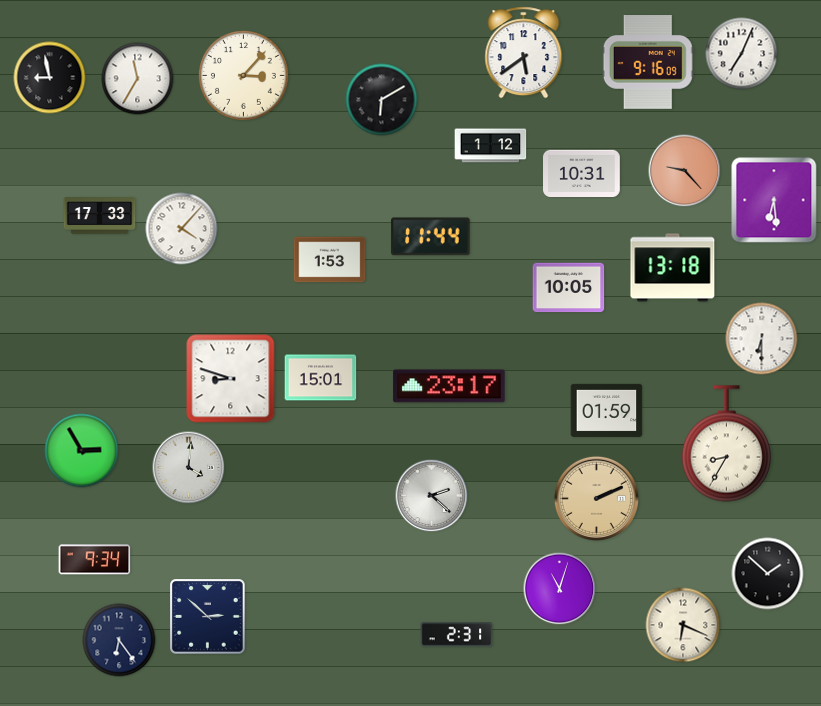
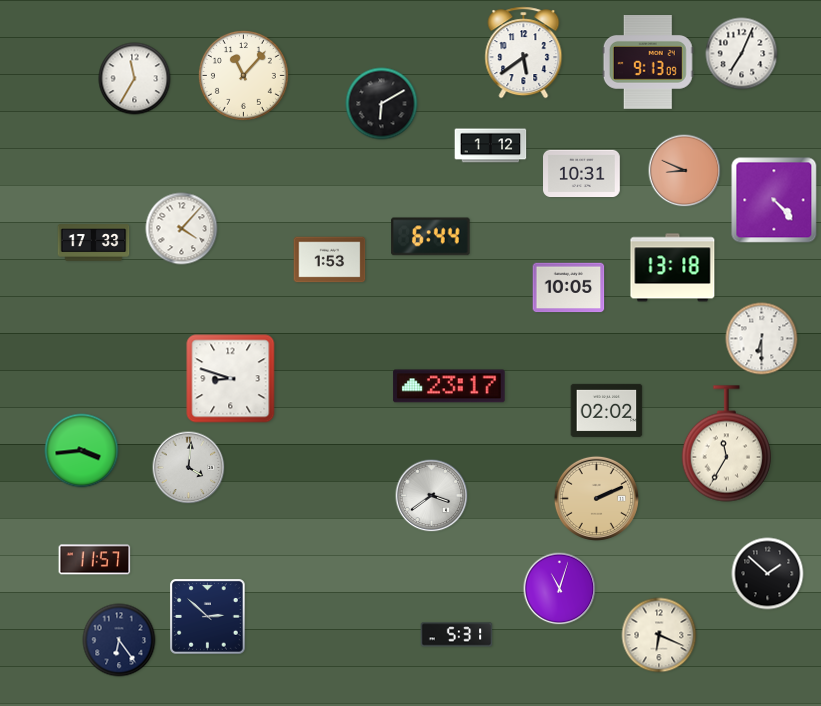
clock at (648, 62): 9:16 -> 9:13
clock at (243, 75): 3:07 -> 11:07
clock at (50, 78): 8:58 -> none
clock at (138, 79) position: (138, 79) -> (135, 79)
clock at (382, 100) position: (382, 100) -> (382, 104)
clock at (685, 171): 9:23 -> 8:49
clock at (774, 200): 6:29 -> 4:23
clock at (100, 216) position: (100, 216) -> (94, 243)
clock at (431, 237): 11:44 -> 6:44
clock at (321, 378): 15:01 -> none
clock at (607, 410): 01:59 -> 02:02
clock at (726, 444): 8:35 -> 11:35
clock at (82, 451): 2:55 -> 3:44
clock at (432, 496): 2:22 -> 3:39
clock at (95, 560): 9:34 -> 11:57
clock at (683, 625) position: (683, 625) -> (659, 635)
clock at (457, 635): 2:31 -> 5:31
